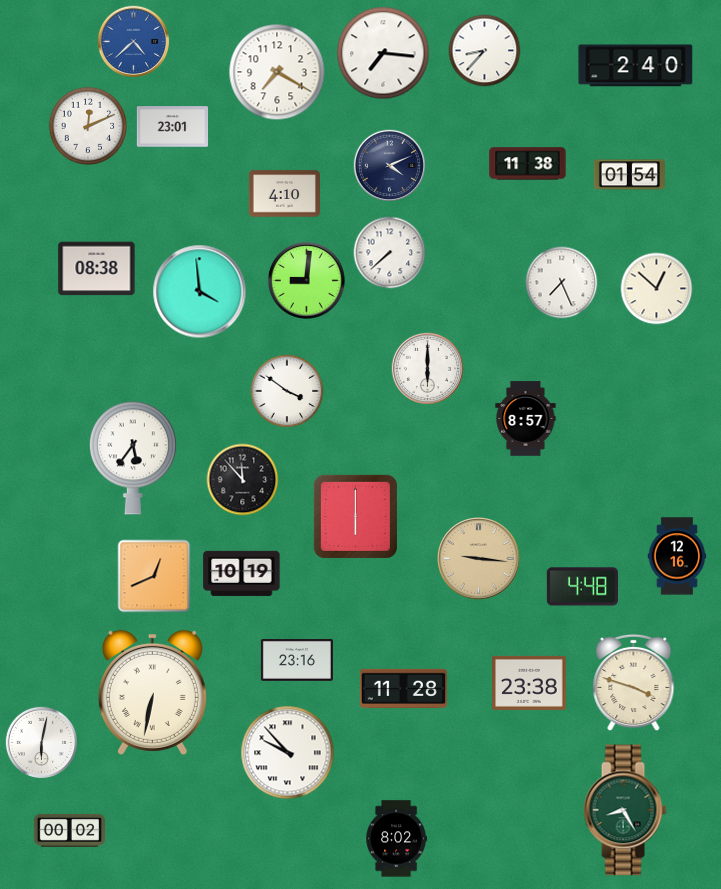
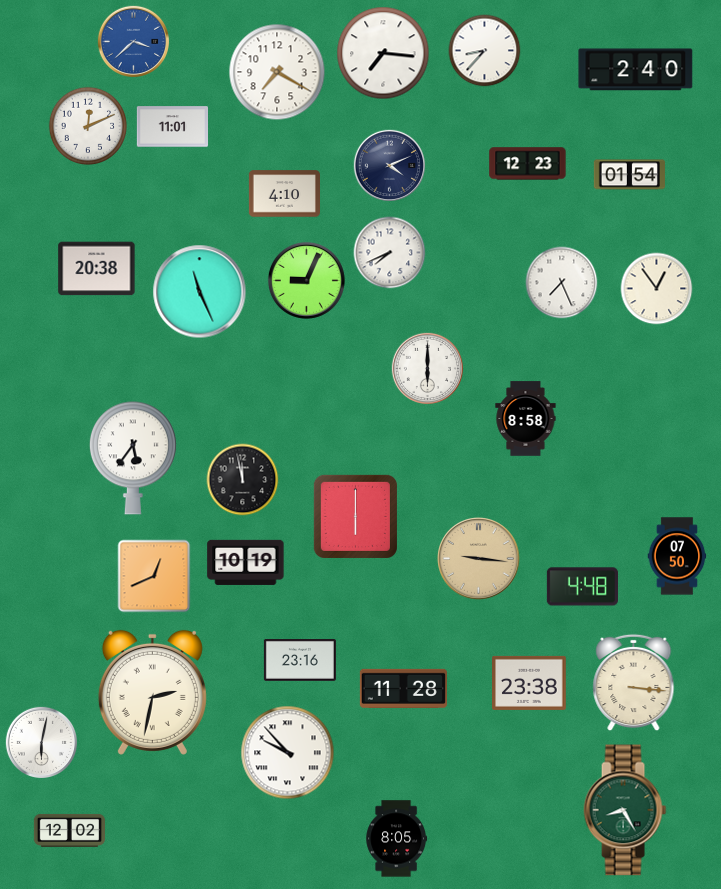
clock at (133, 41): 4:38 -> 3:38
clock at (636, 66) position: (636, 66) -> (636, 70)
clock at (172, 127): 23:01 -> 11:01
clock at (528, 164): 11:38 -> 12:23
clock at (390, 253): 7:38 -> 7:41
clock at (97, 269): 08:38 -> 20:38
clock at (306, 280): 9:01 -> 9:04
clock at (657, 289): 12:52 -> 12:54
clock at (200, 292): 3:59 -> 11:26
clock at (287, 391): 3:51 -> none
clock at (526, 419): 8:57 -> 8:58
clock at (243, 480): 11:53 -> 11:58
clock at (677, 556): 12:16 -> 07:50
clock at (242, 573) position: (242, 573) -> (246, 562)
clock at (297, 661) position: (297, 661) -> (300, 661)
clock at (634, 683): 3:48 -> 3:16
clock at (152, 692): 6:32 -> 2:32
clock at (69, 830): 00:02 -> 12:02
clock at (397, 839): 8:02 -> 8:05
